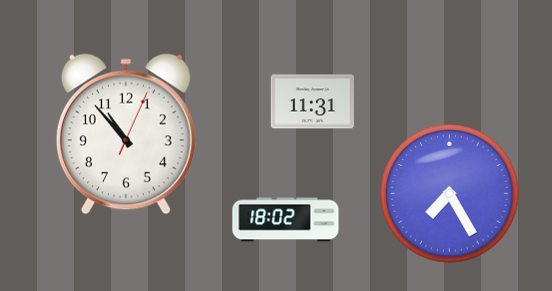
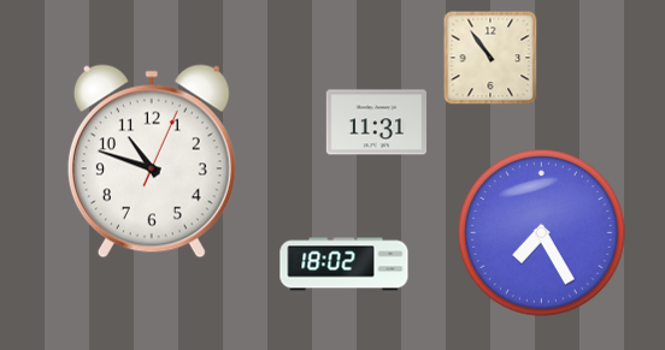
clock at (490, 58): none -> 10:54
clock at (126, 134): 10:53 -> 10:48
